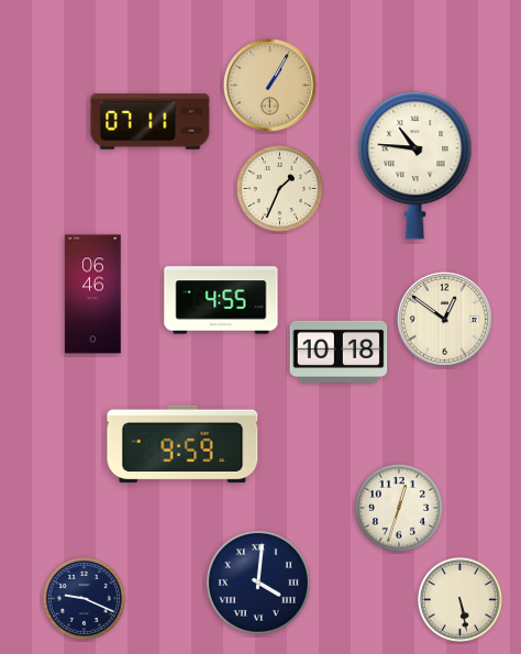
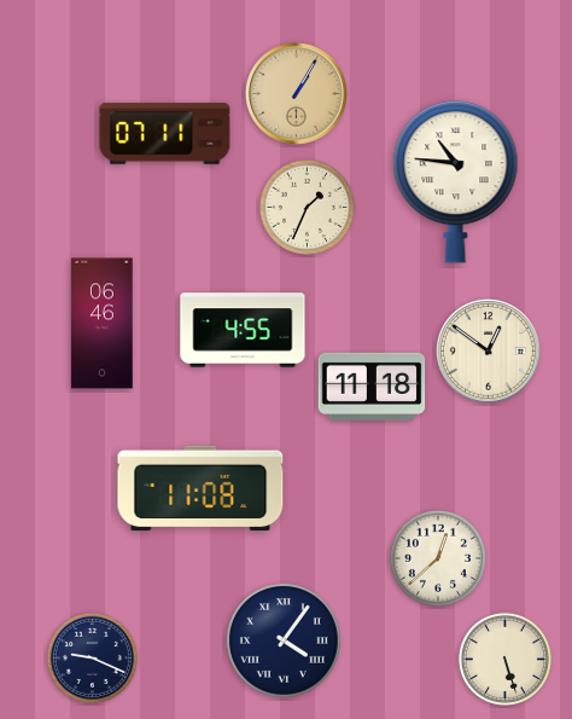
clock at (339, 352): 10:18 -> 11:18
clock at (182, 444): 9:59 -> 11:08
clock at (399, 508): 12:33 -> 12:38
clock at (258, 583): 4:01 -> 4:06
clock at (459, 599): 5:28 -> 5:27
